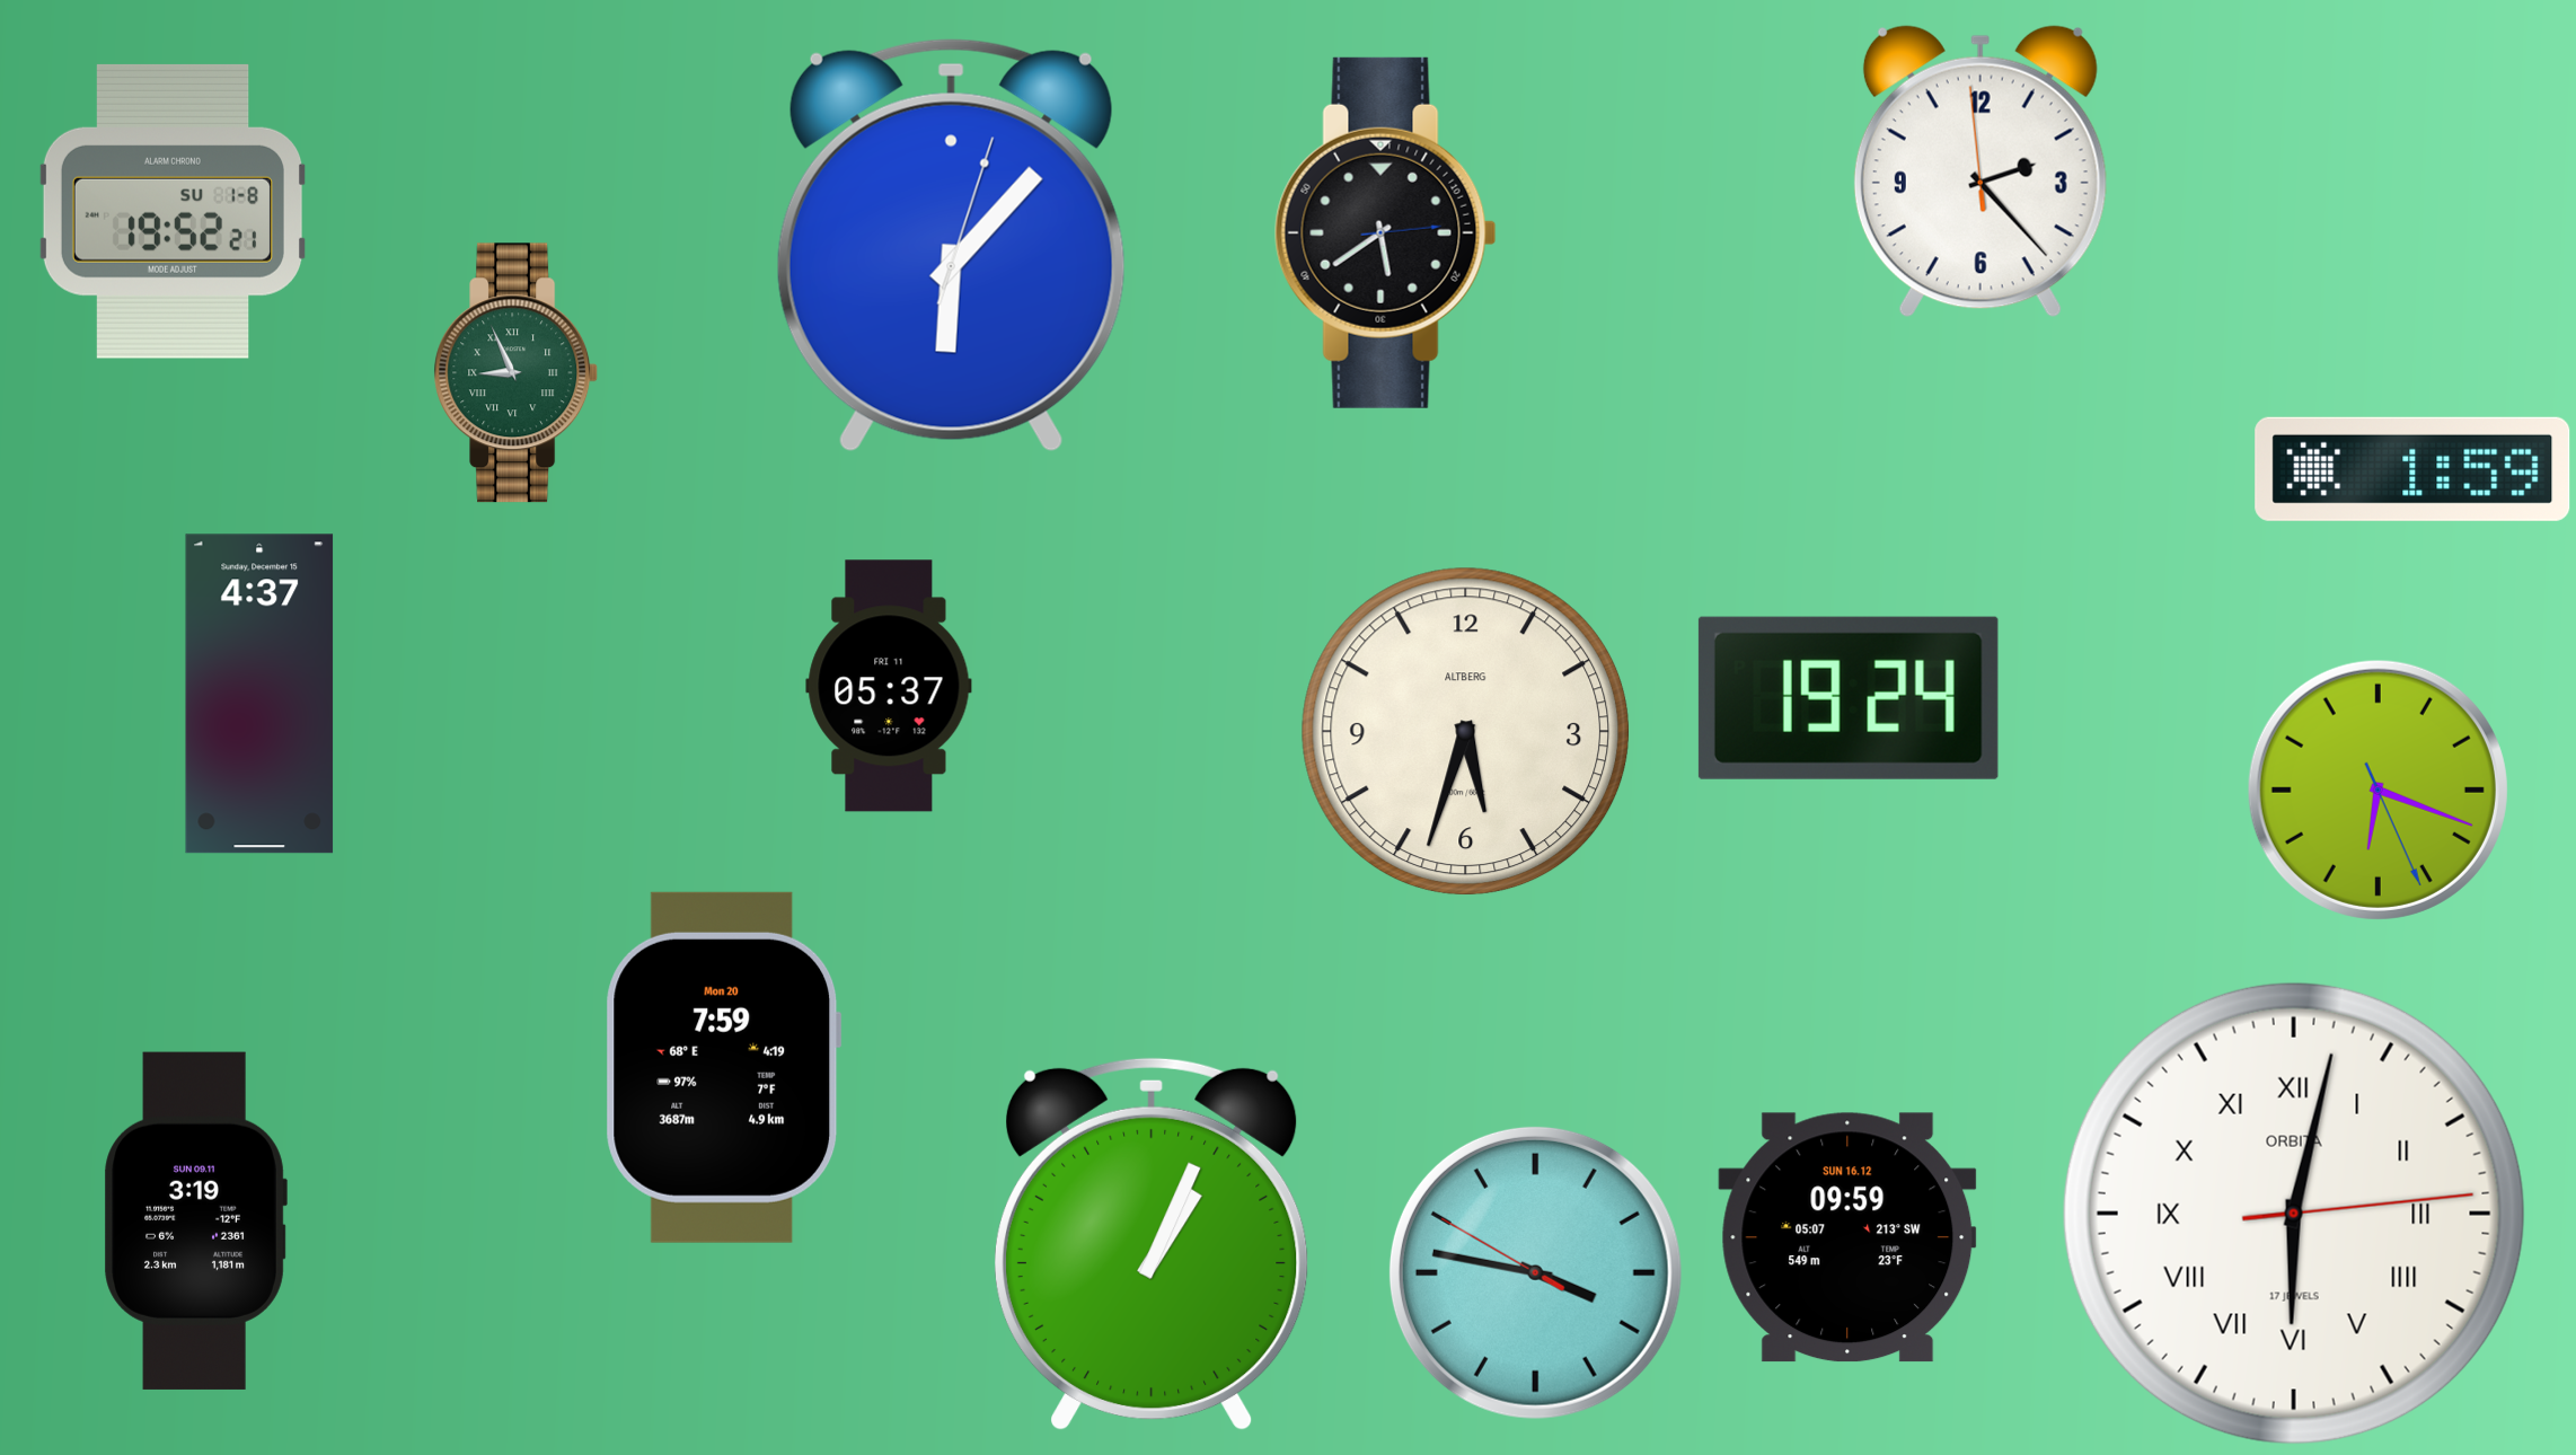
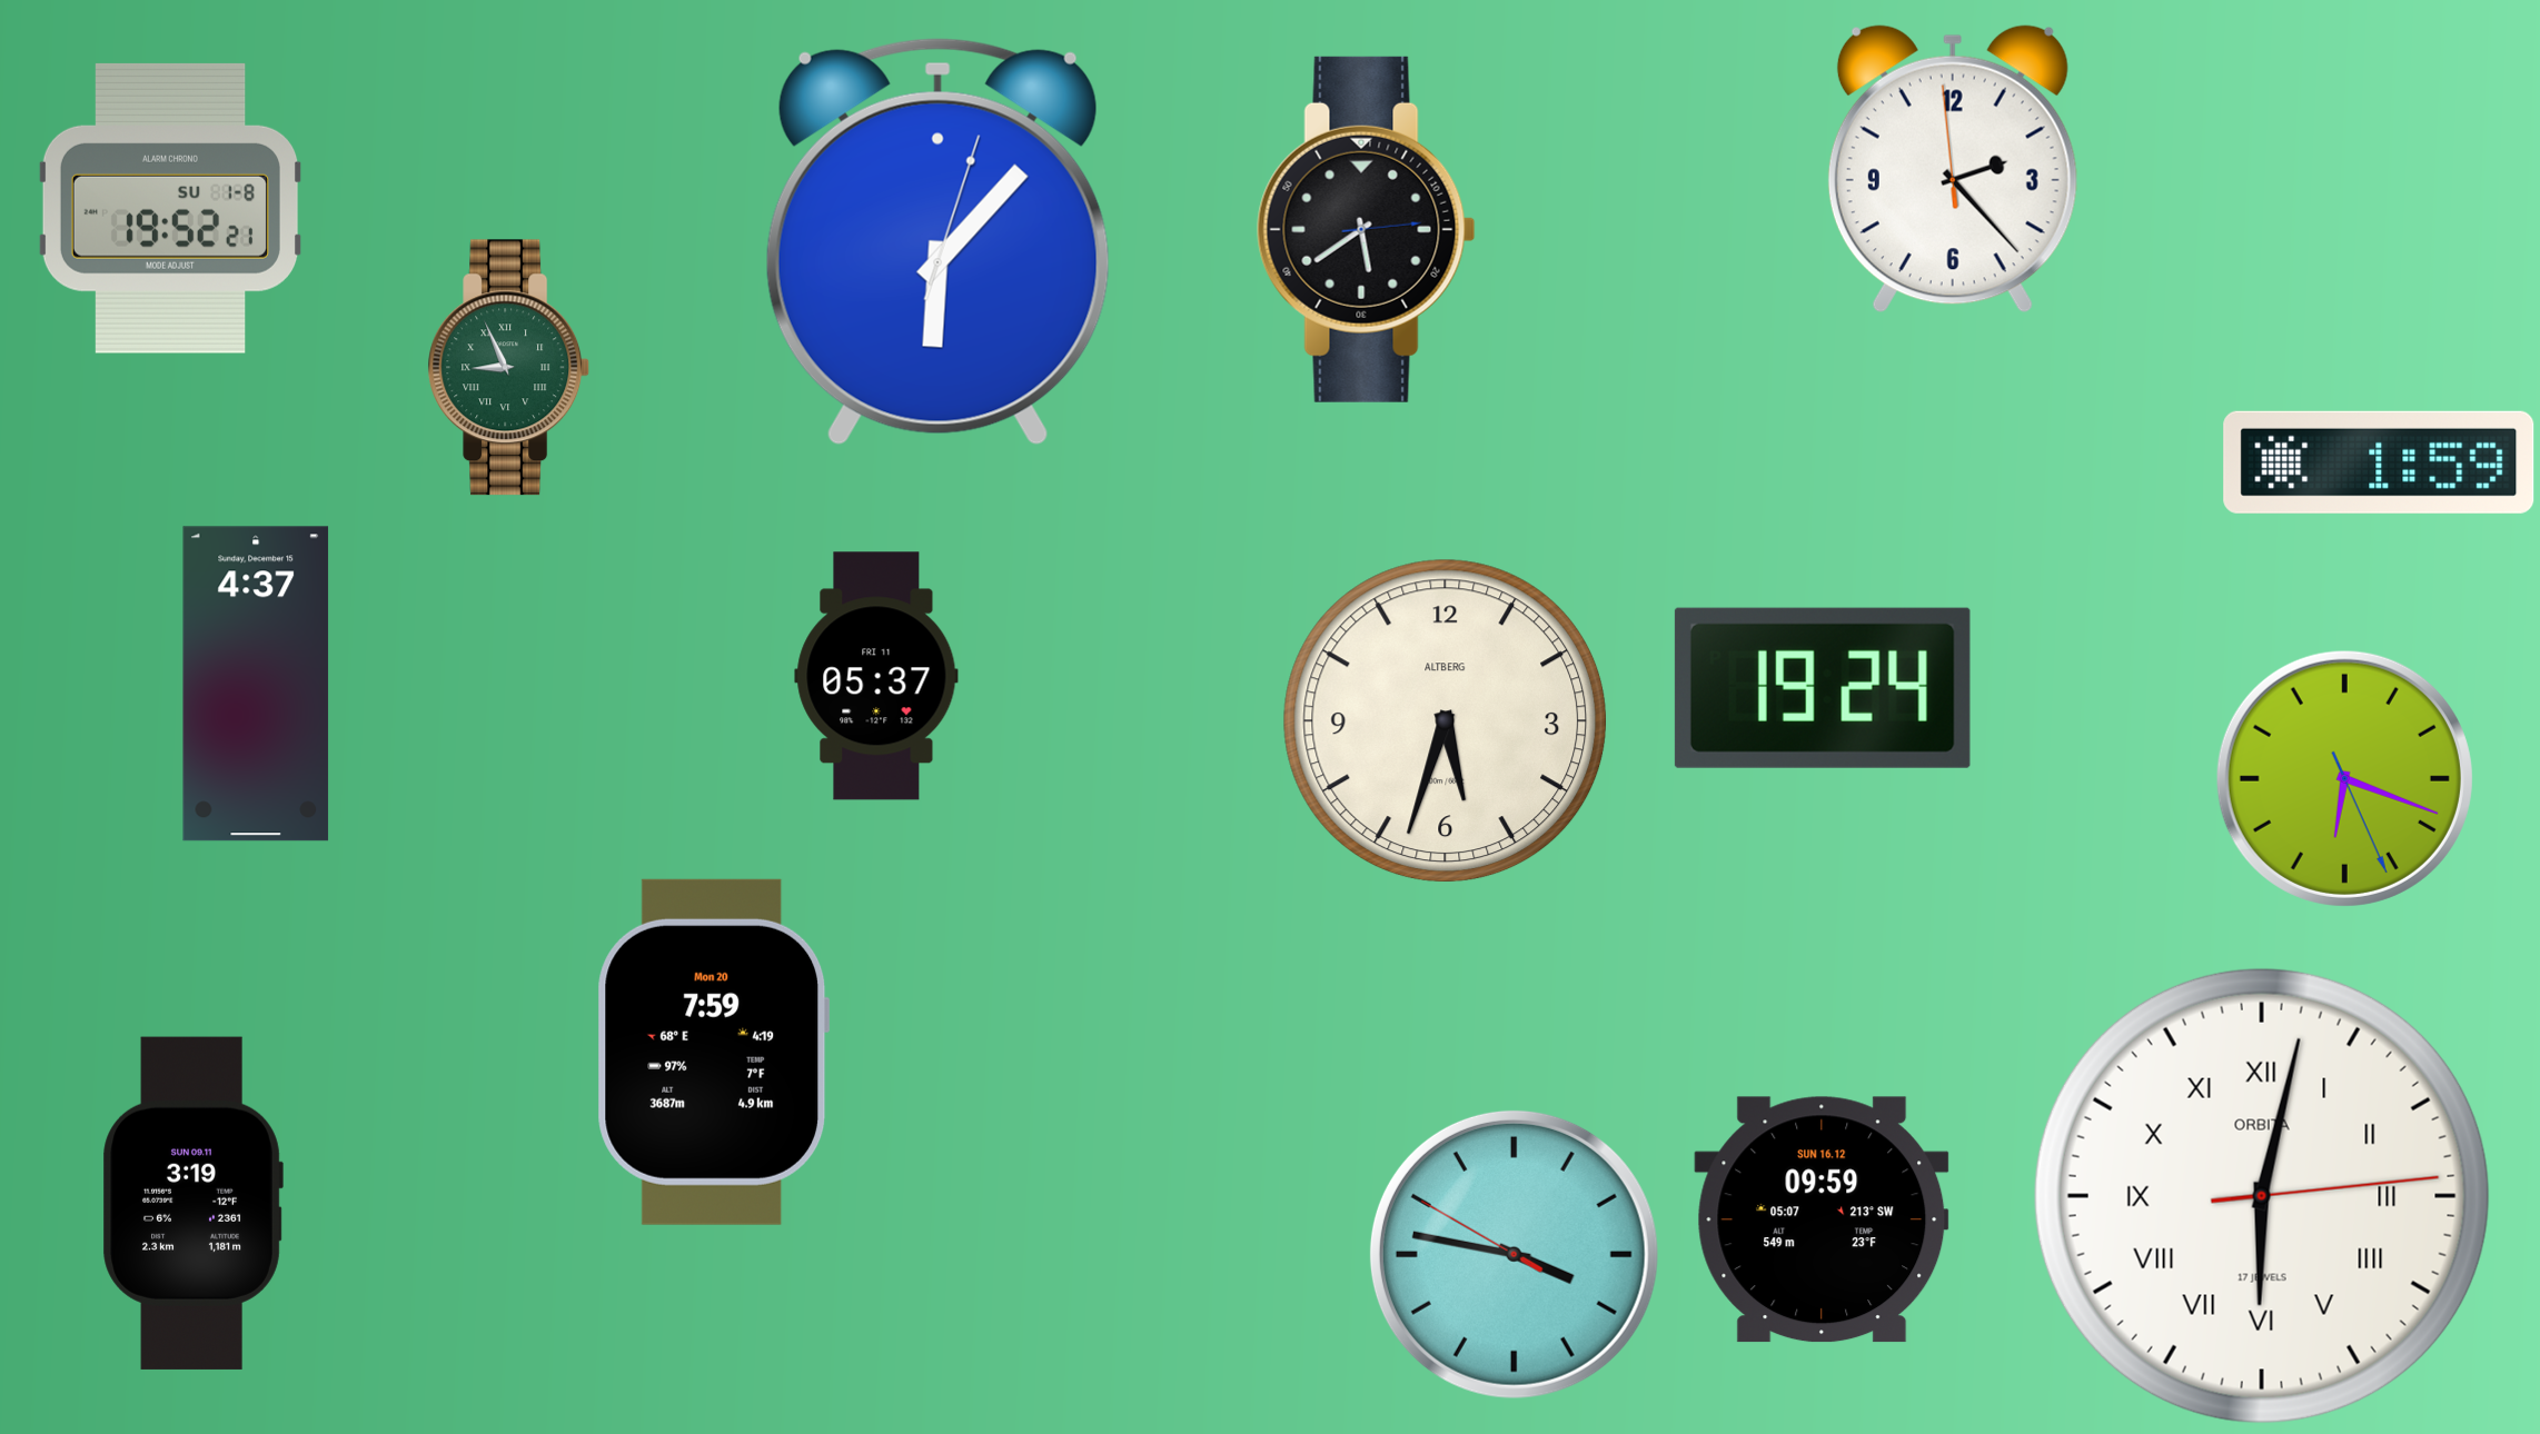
clock at (1152, 1244): 1:04 -> none
